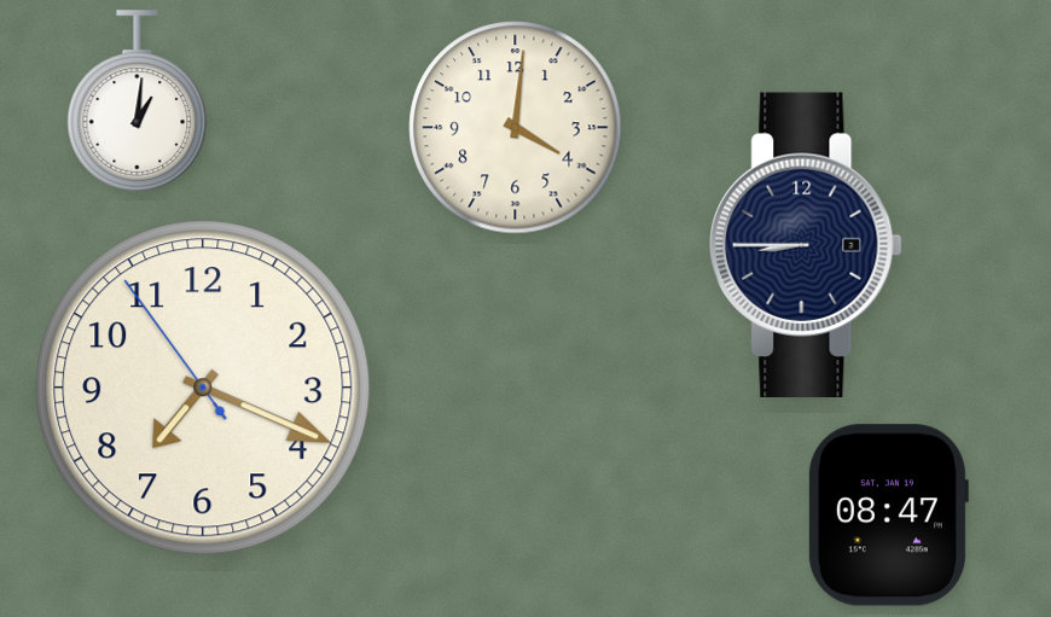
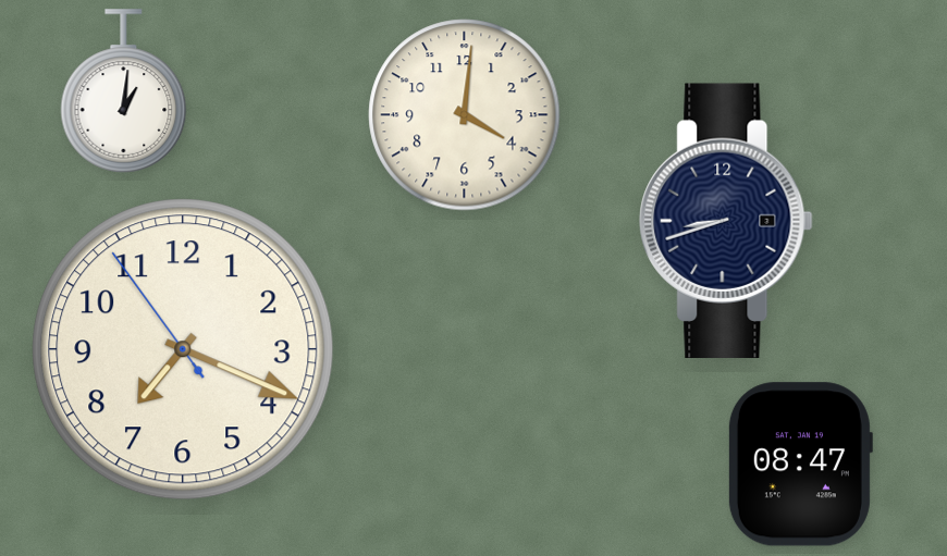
clock at (806, 244): 8:45 -> 8:42
